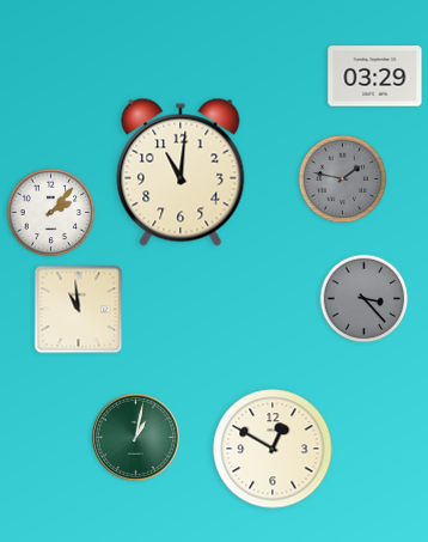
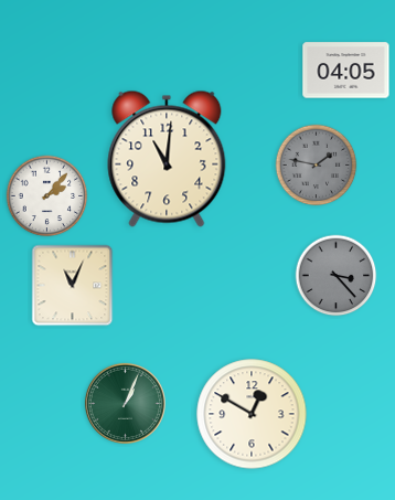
clock at (375, 77): 03:29 -> 04:05
clock at (79, 310): 10:59 -> 11:04
clock at (135, 437): 1:02 -> 1:04
